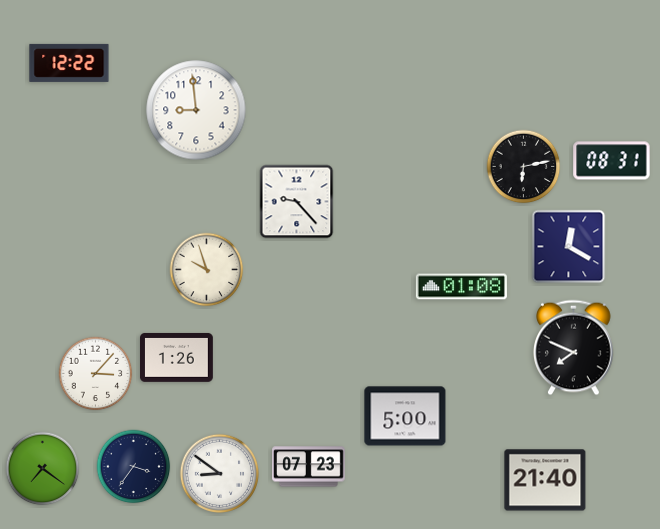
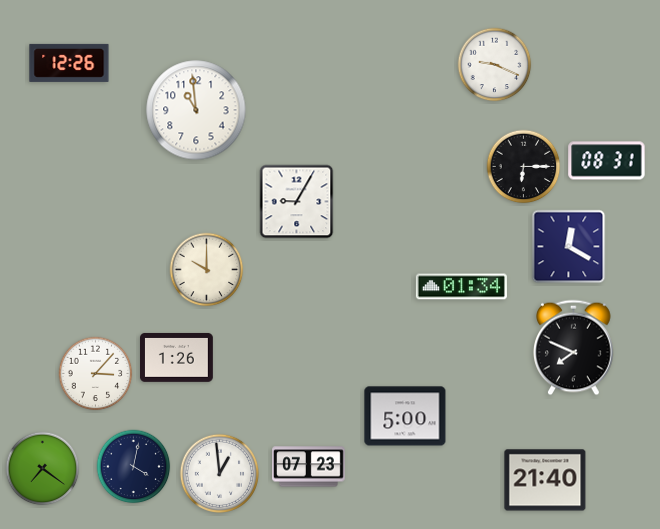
clock at (69, 63): 12:22 -> 12:26
clock at (495, 65): none -> 9:19
clock at (196, 110): 8:59 -> 10:59
clock at (612, 161) position: (612, 161) -> (607, 161)
clock at (524, 167): 6:13 -> 6:15
clock at (297, 202): 9:23 -> 9:05
clock at (207, 270): 9:57 -> 10:00
clock at (461, 287): 01:08 -> 01:34
clock at (134, 467): 3:36 -> 4:02
clock at (219, 473): 8:51 -> 12:59
